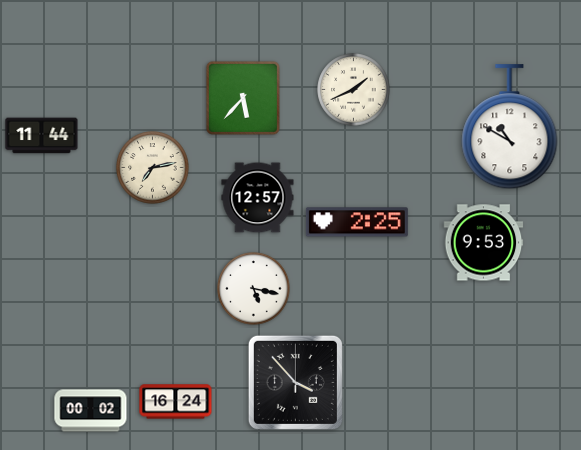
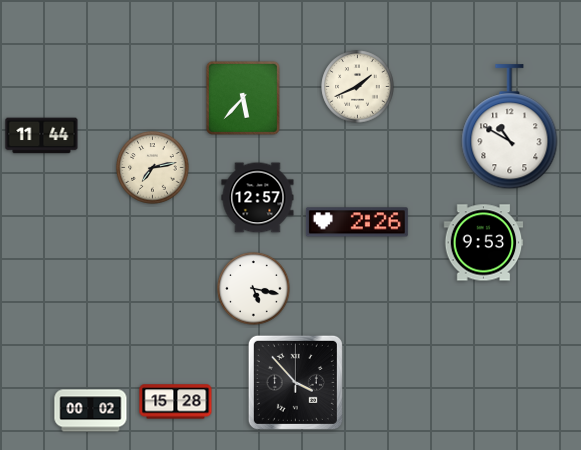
clock at (354, 90) position: (354, 90) -> (358, 87)
clock at (357, 222): 2:25 -> 2:26
clock at (176, 402): 16:24 -> 15:28
